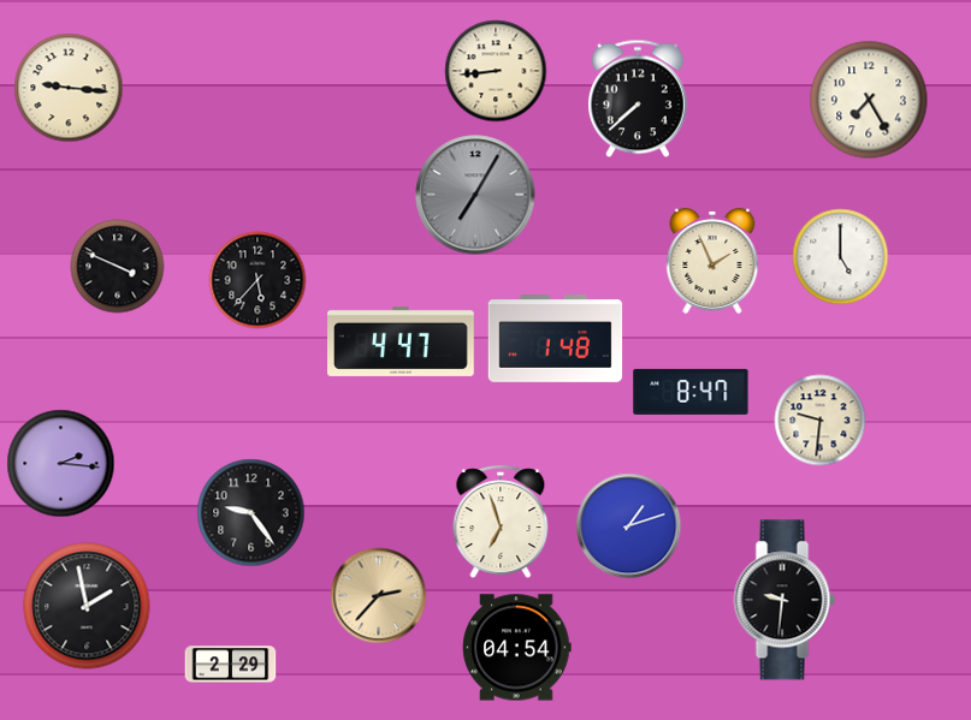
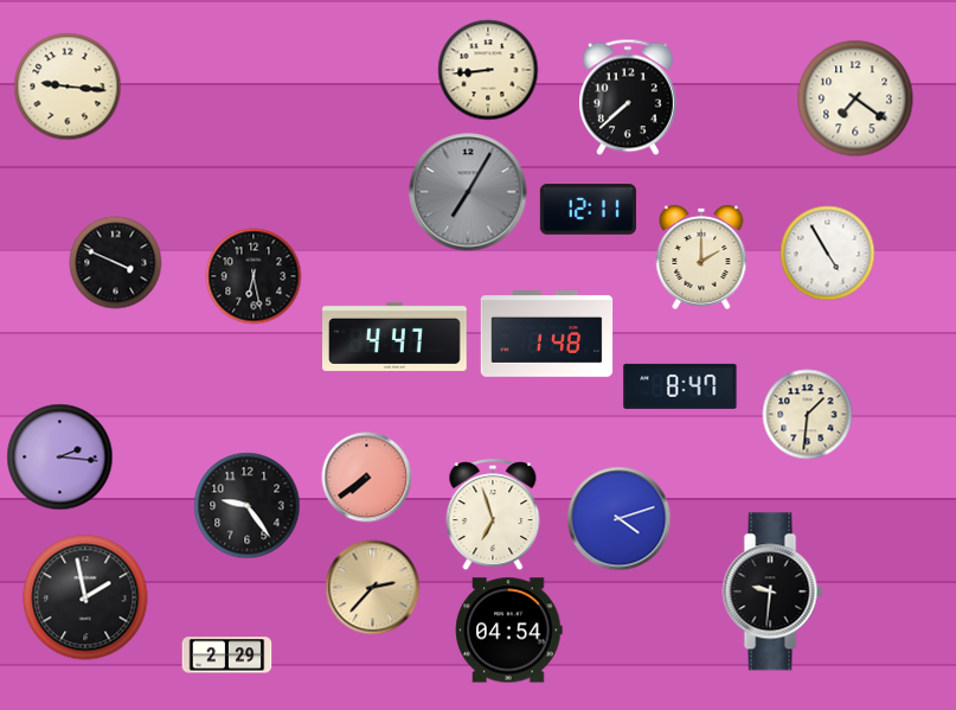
clock at (869, 100): 7:25 -> 7:21
clock at (588, 210): none -> 12:11
clock at (841, 257): 5:00 -> 4:55
clock at (712, 261): 1:56 -> 2:00
clock at (257, 280): 5:37 -> 6:28
clock at (821, 421): 9:31 -> 1:31
clock at (367, 478): none -> 7:39
clock at (629, 526): 1:12 -> 4:12
clock at (517, 648) position: (517, 648) -> (509, 631)
